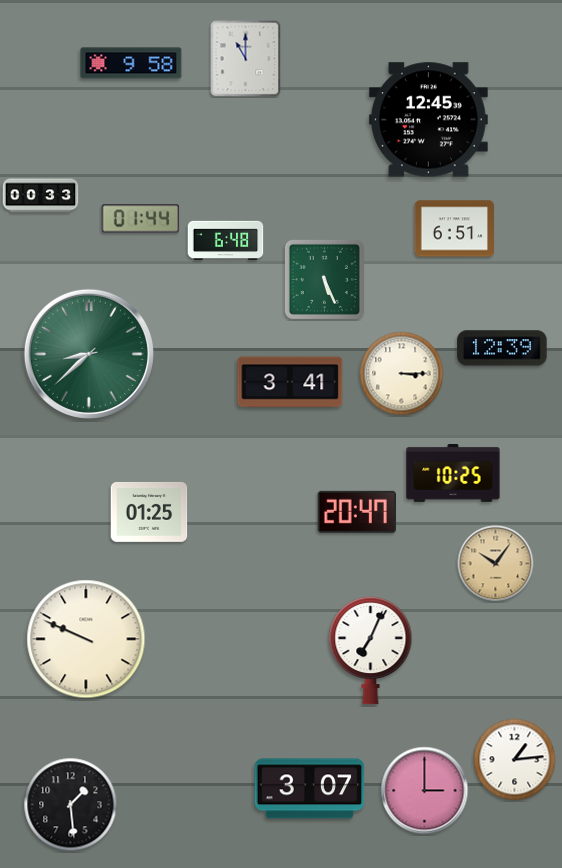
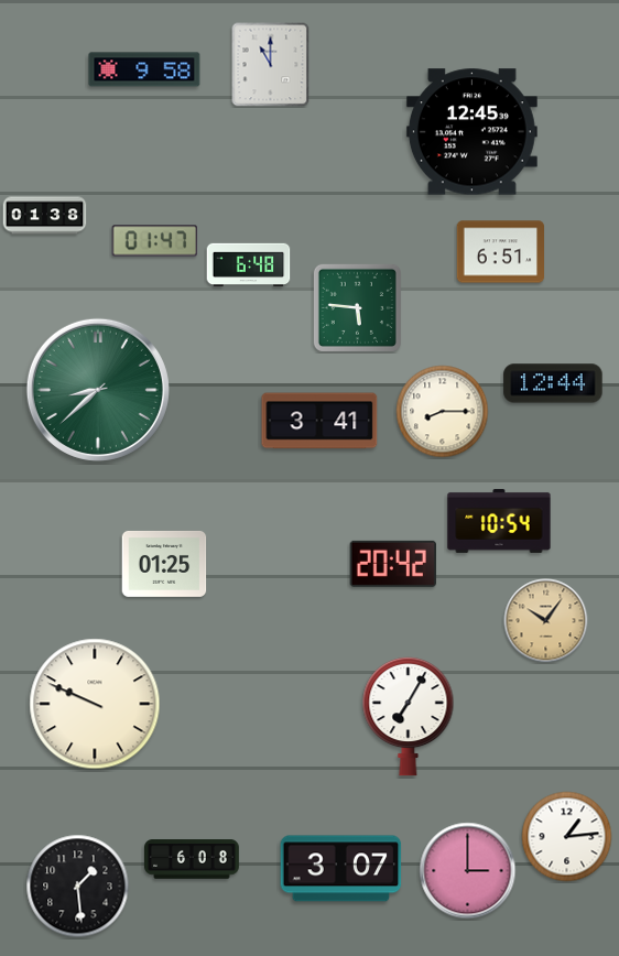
clock at (41, 196): 00:33 -> 01:38
clock at (141, 219): 01:44 -> 01:47
clock at (324, 279): 5:26 -> 5:46
clock at (502, 348): 12:39 -> 12:44
clock at (402, 374): 3:15 -> 8:15
clock at (453, 473): 10:25 -> 10:54
clock at (357, 512): 20:47 -> 20:42
clock at (371, 650): 7:04 -> 7:05
clock at (193, 859): none -> 6:08
